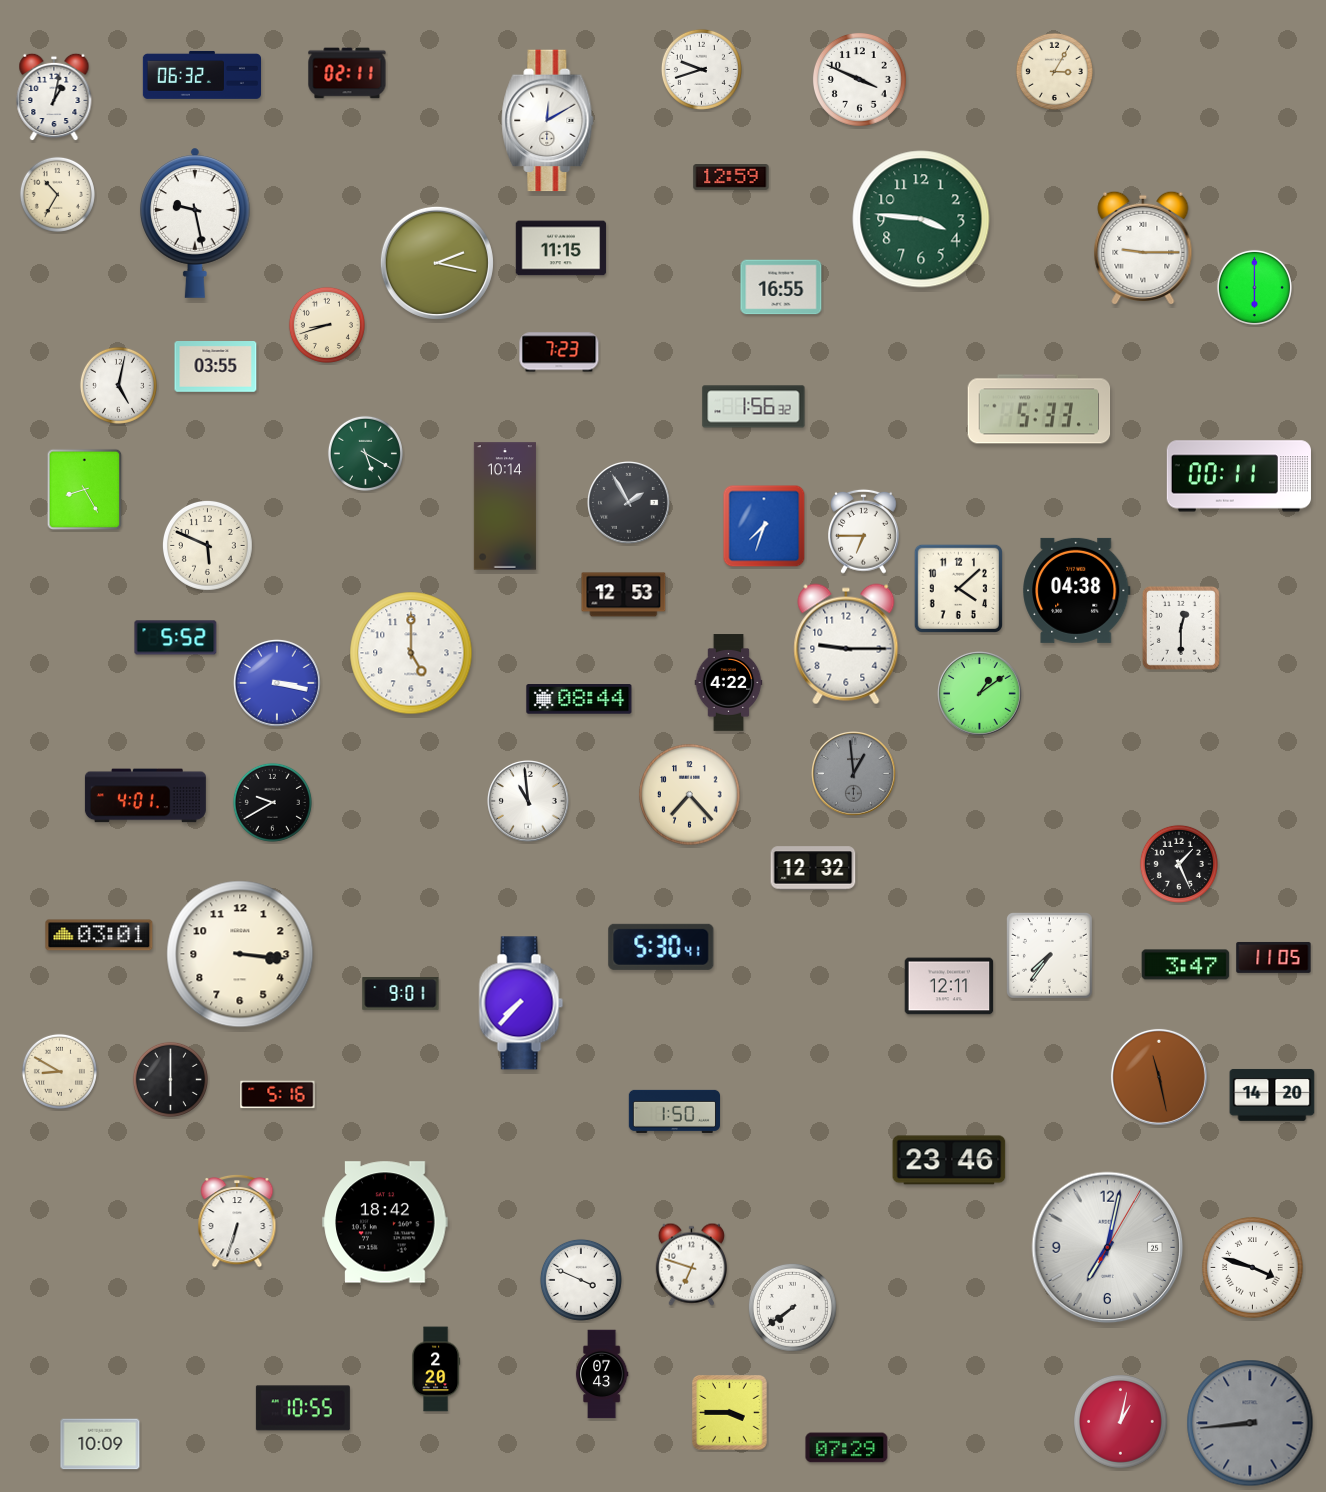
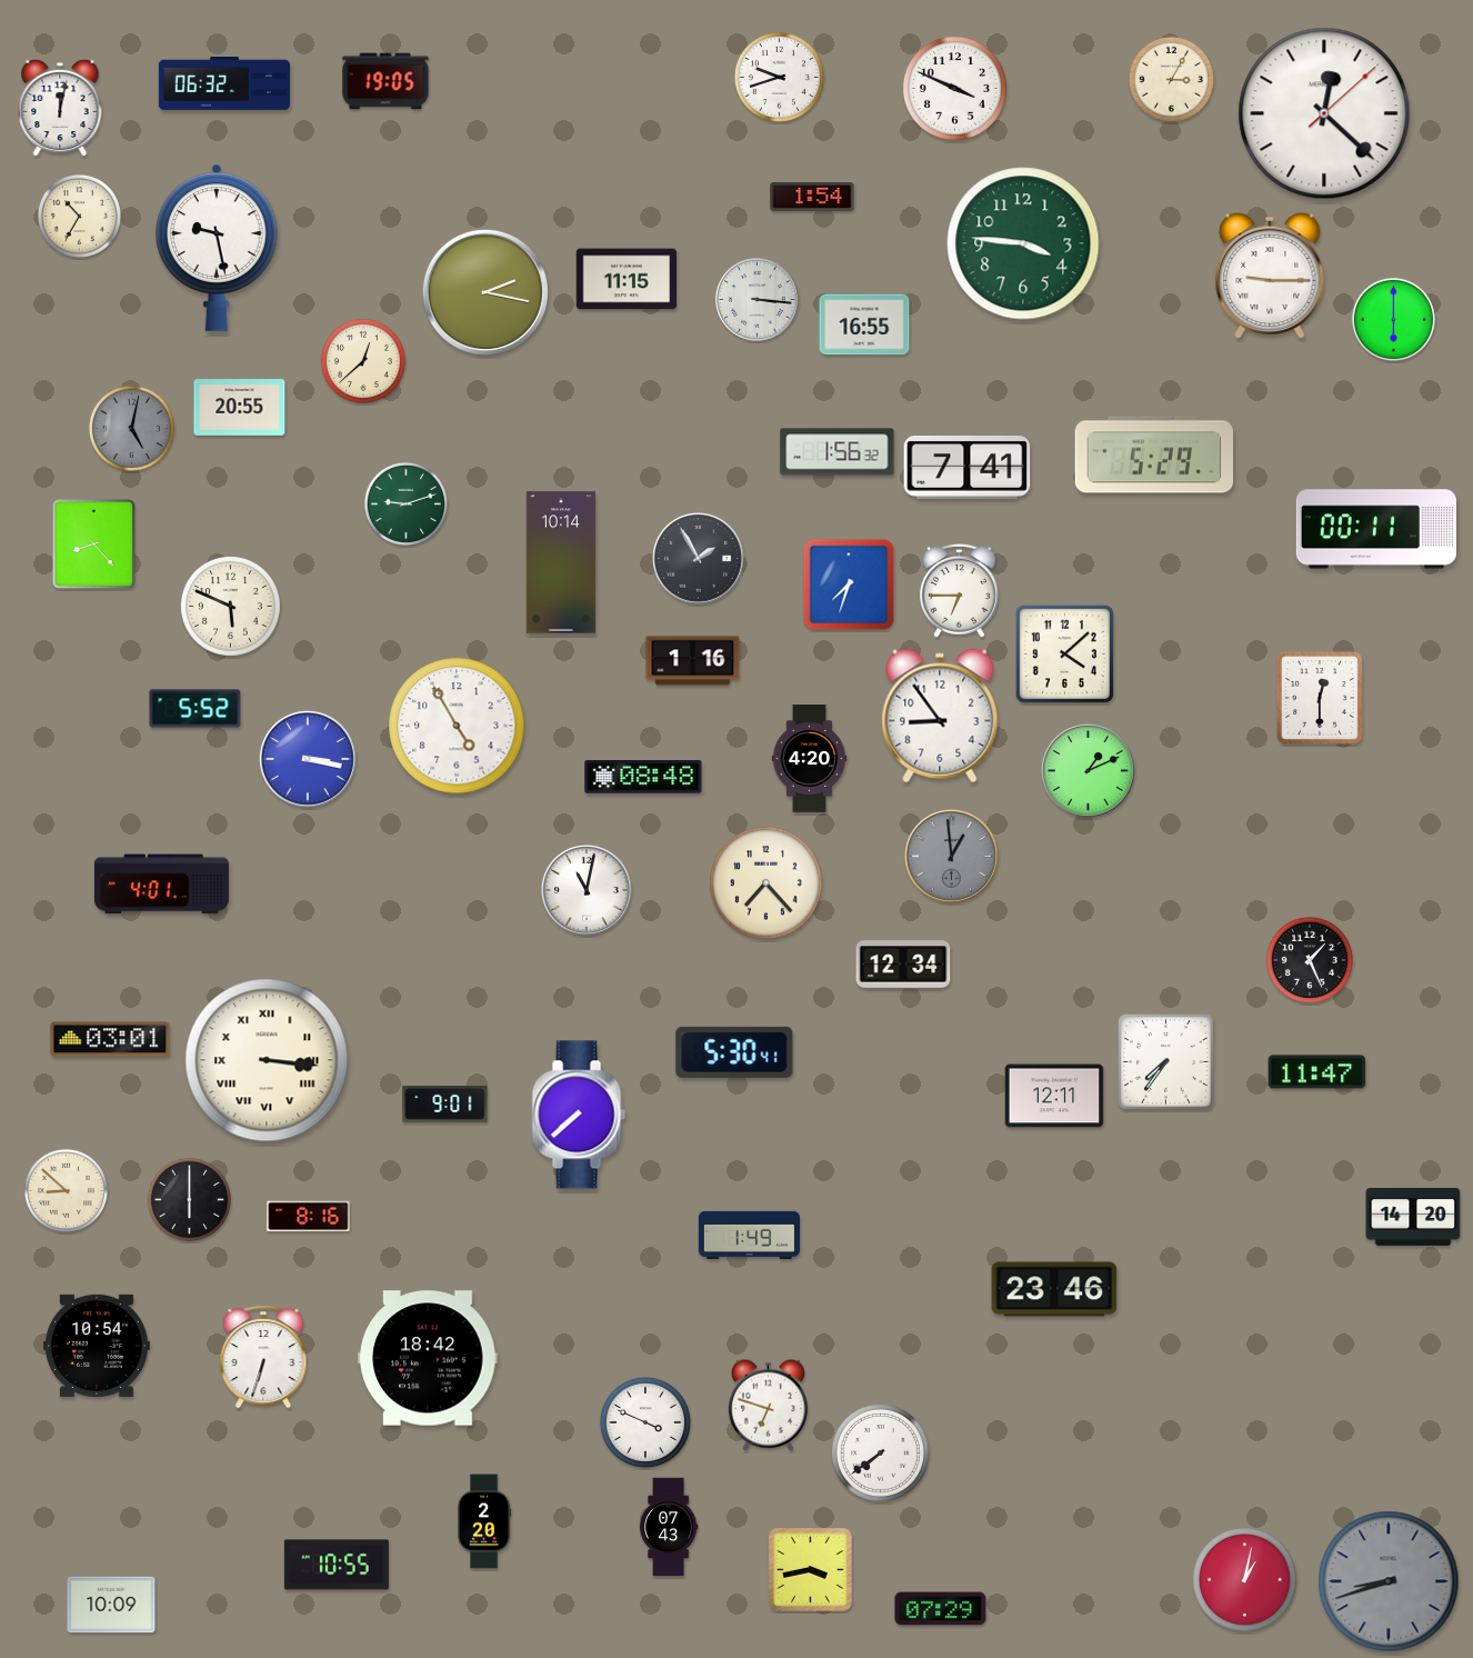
clock at (347, 73): 02:11 -> 19:05
clock at (54, 97): 1:02 -> 12:02
clock at (1324, 113): none -> 12:22
clock at (548, 121): 12:10 -> none
clock at (731, 178): 12:59 -> 1:54
clock at (57, 194) position: (57, 194) -> (79, 216)
clock at (561, 248) position: (561, 248) -> (627, 279)
clock at (758, 300): none -> 3:16
clock at (781, 287) position: (781, 287) -> (864, 324)
clock at (327, 325): 8:42 -> 12:38
clock at (559, 352): 7:23 -> none
clock at (216, 367): 03:55 -> 20:55
clock at (118, 385) dial: white -> grey
clock at (1039, 409): 5:33 -> 5:29
clock at (968, 468): none -> 7:41
clock at (365, 453): 5:20 -> 9:12
clock at (85, 490): 8:25 -> 8:23
clock at (1077, 590): 04:38 -> none
clock at (624, 595): 12:53 -> 1:16
clock at (1181, 628) position: (1181, 628) -> (1320, 698)
clock at (846, 644): 9:15 -> 8:54
clock at (411, 653): 5:00 -> 4:55
clock at (729, 683): 4:22 -> 4:20
clock at (980, 694): 1:09 -> 1:11
clock at (579, 699): 08:44 -> 08:48
clock at (854, 774) position: (854, 774) -> (952, 857)
clock at (272, 802): 9:40 -> none
clock at (529, 802): 10:59 -> 11:02
clock at (813, 868): 12:32 -> 12:34
clock at (240, 954) numerals: Arabic -> Roman
clock at (1274, 957): 11:05 -> none
clock at (1186, 965): 3:47 -> 11:47
clock at (521, 1003): 7:37 -> 7:38
clock at (59, 1071): 8:50 -> 8:52
clock at (1159, 1077): 11:28 -> none
clock at (278, 1095): 5:16 -> 8:16
clock at (674, 1111): 1:50 -> 1:49
clock at (97, 1346): none -> 10:54
clock at (1108, 1248): 7:02 -> none
clock at (1253, 1268): 3:48 -> none
clock at (730, 1413): 3:45 -> 3:43
clock at (1250, 1423): 8:44 -> 8:42
